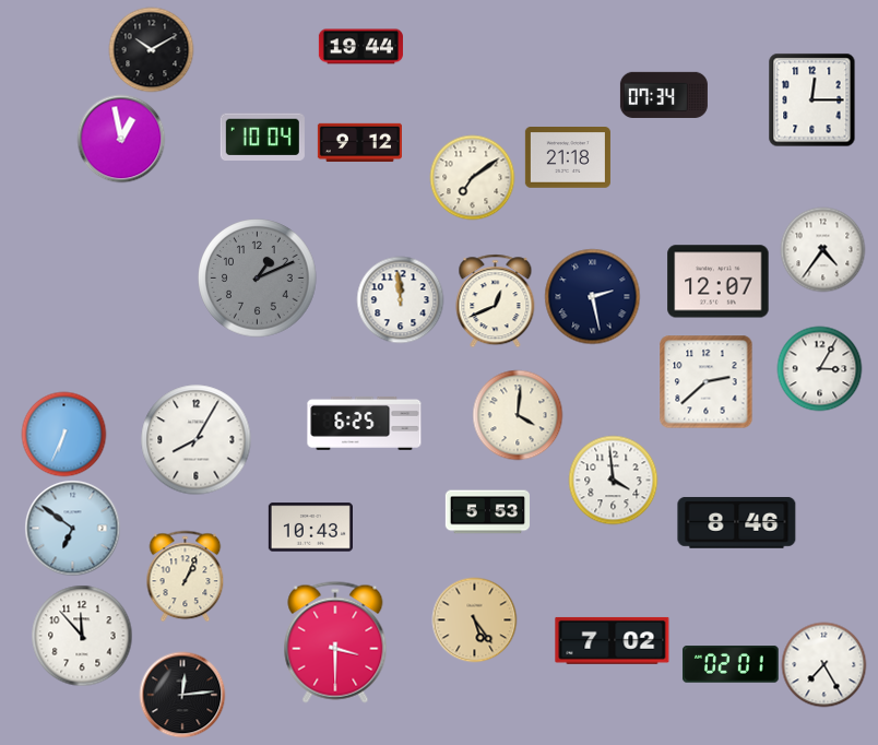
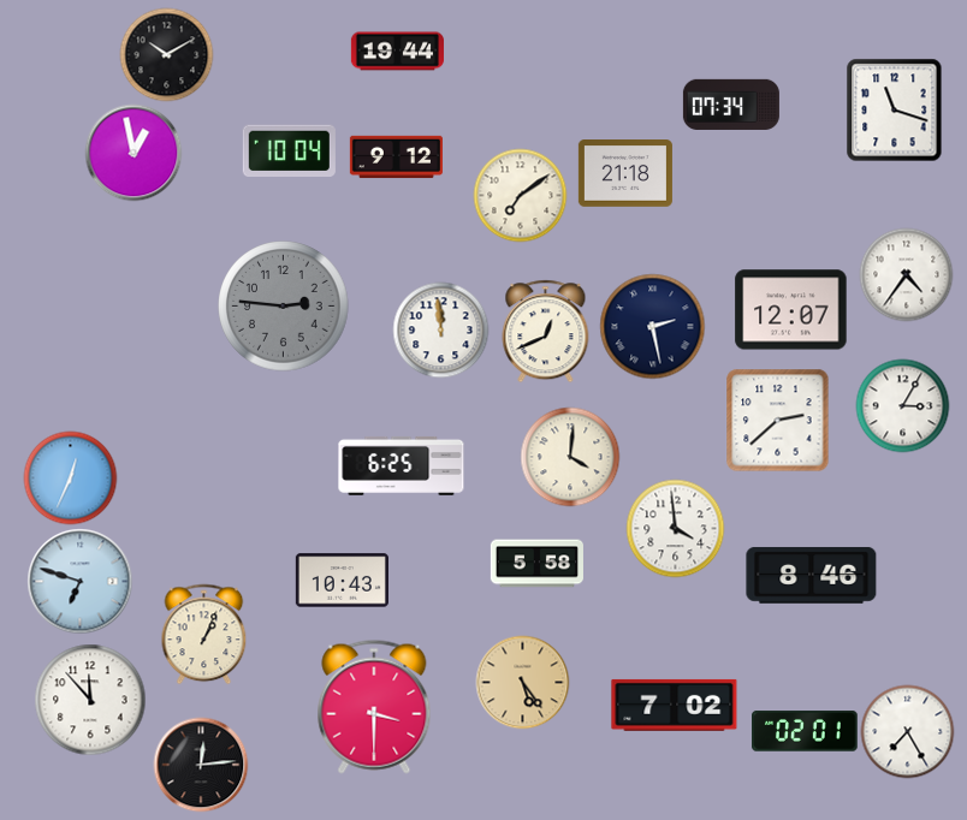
clock at (812, 99): 12:15 -> 11:18
clock at (258, 279): 1:11 -> 2:46
clock at (63, 434): 6:34 -> 12:34
clock at (197, 440): 8:05 -> none
clock at (487, 512): 5:53 -> 5:58
clock at (72, 528): 6:51 -> 6:48
clock at (335, 642) position: (335, 642) -> (374, 707)
